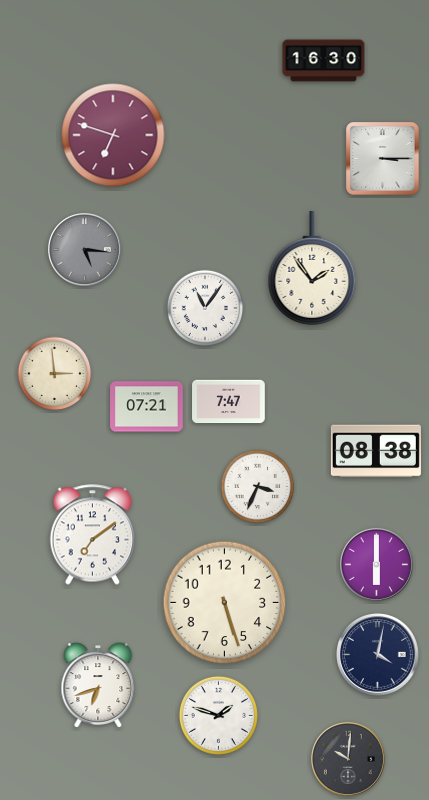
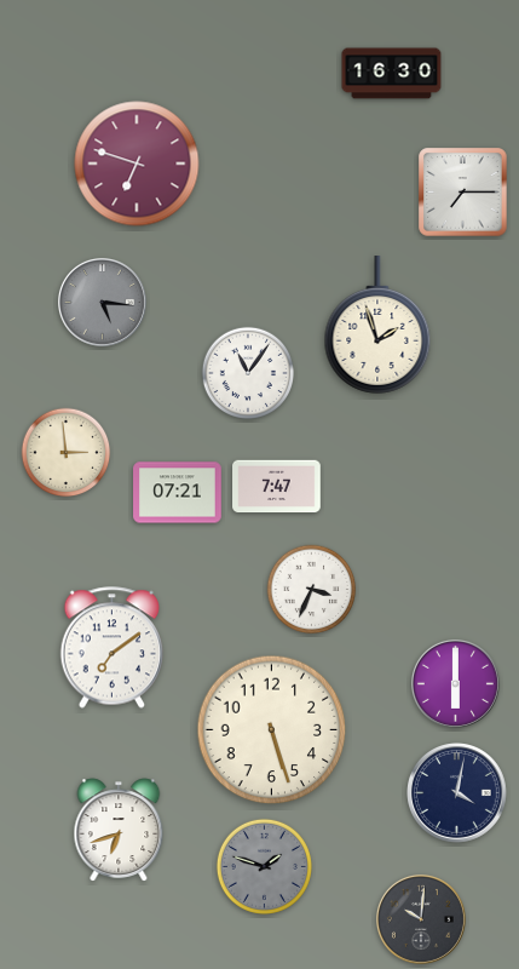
clock at (383, 159): 3:15 -> 7:15
clock at (312, 268): 1:54 -> 1:57
clock at (376, 451): 08:38 -> none
clock at (218, 715) dial: white -> grey
